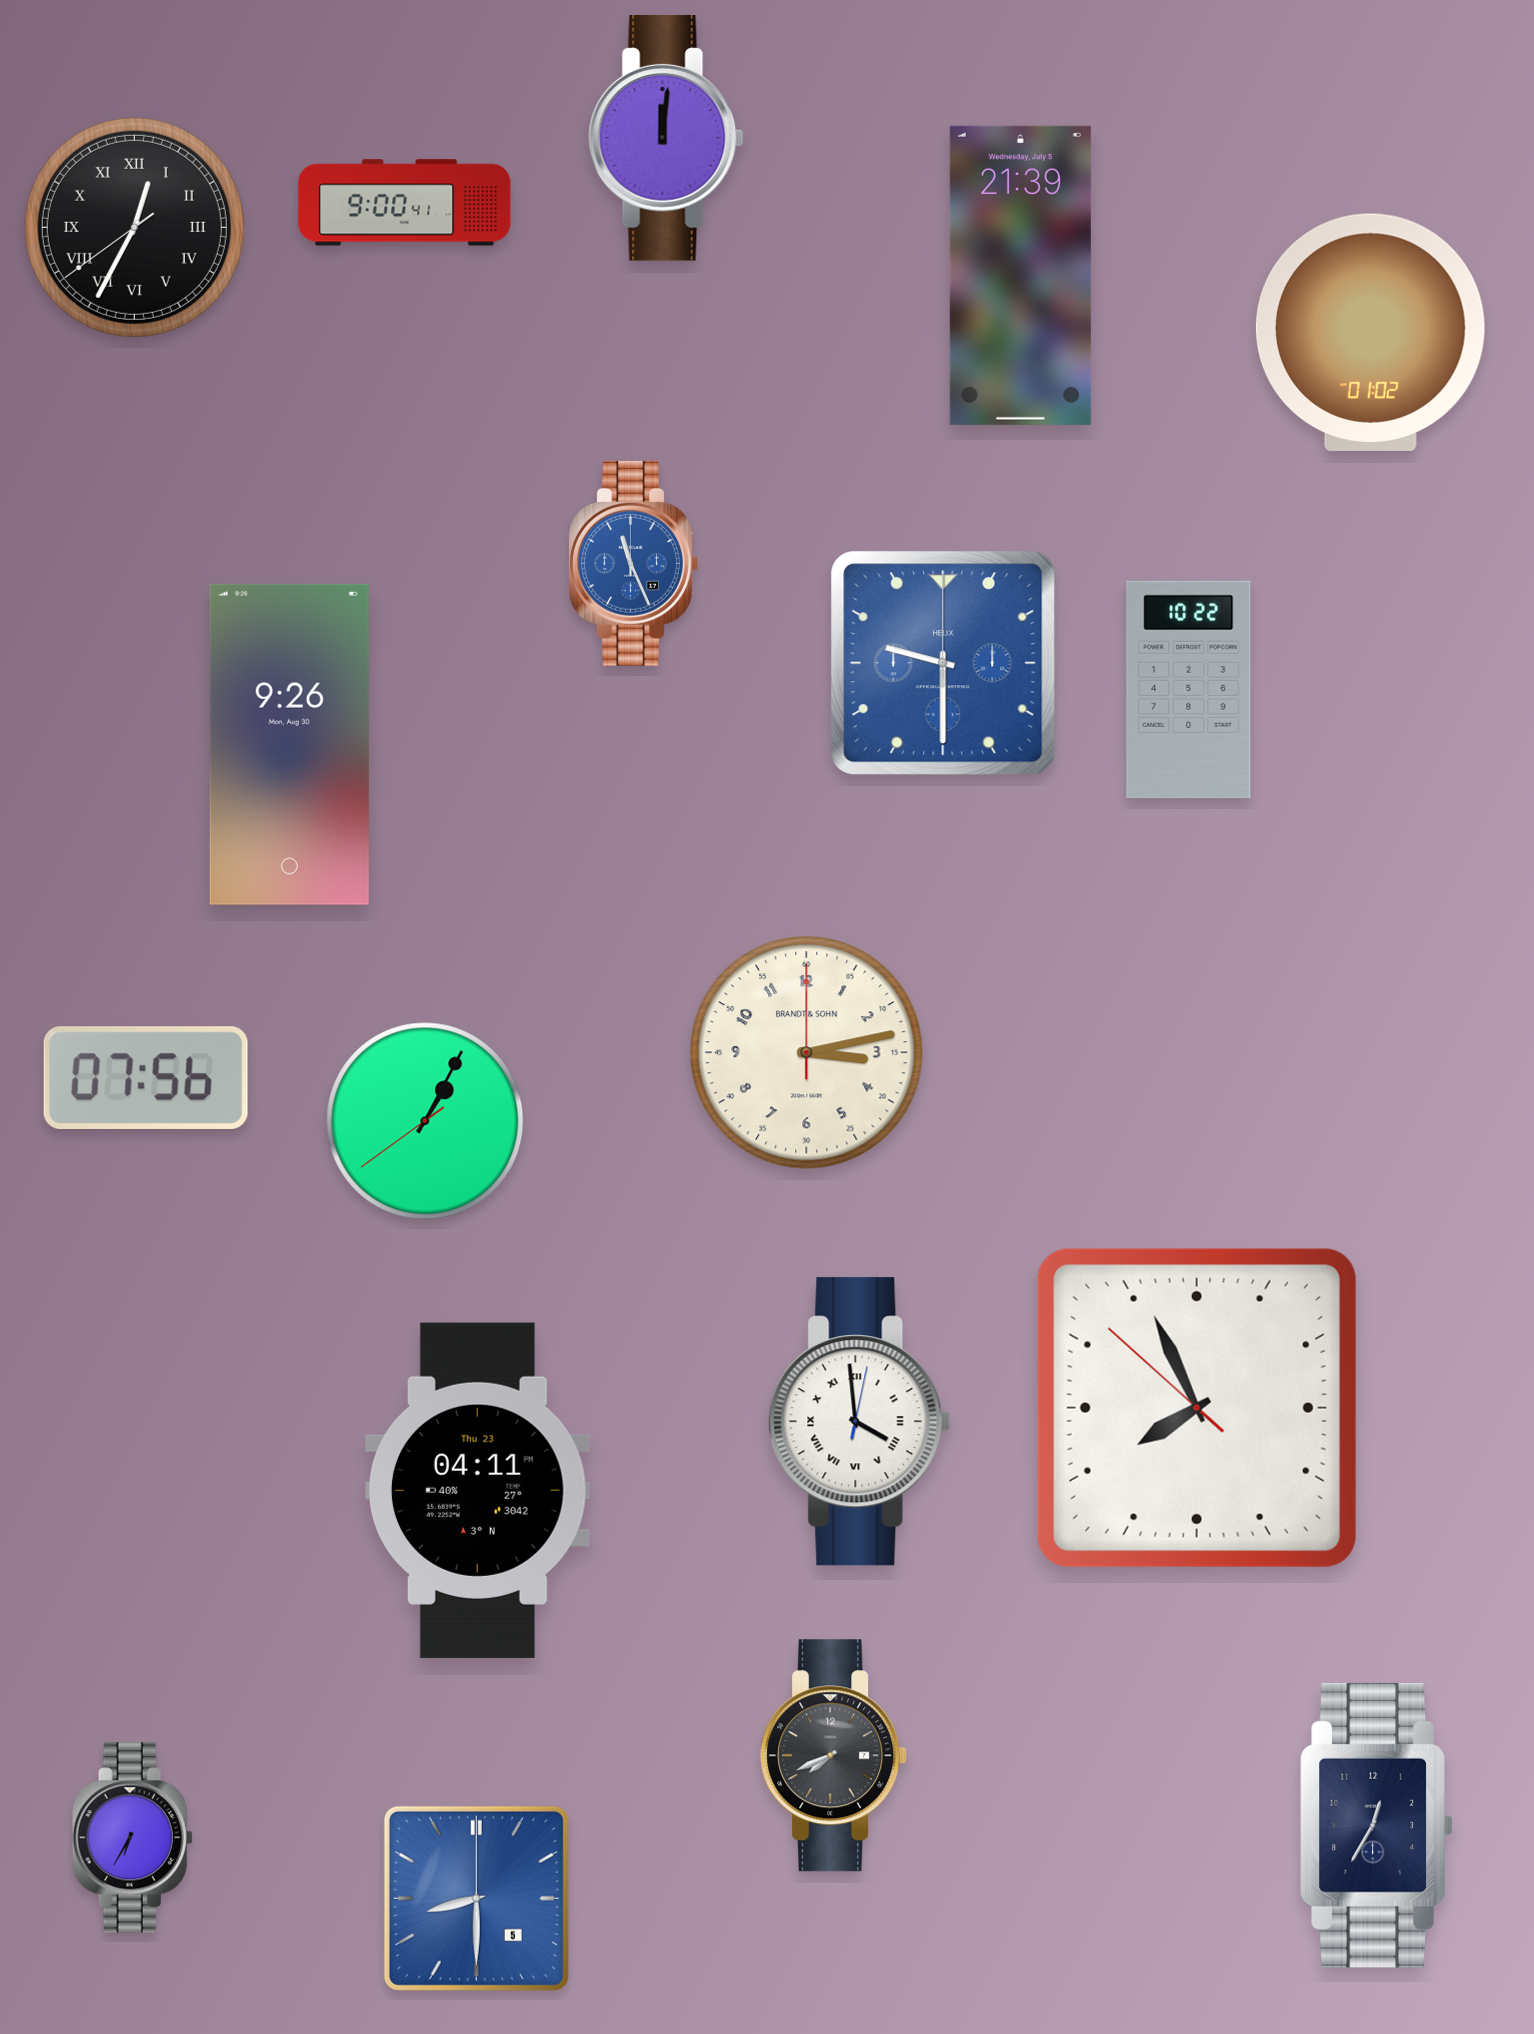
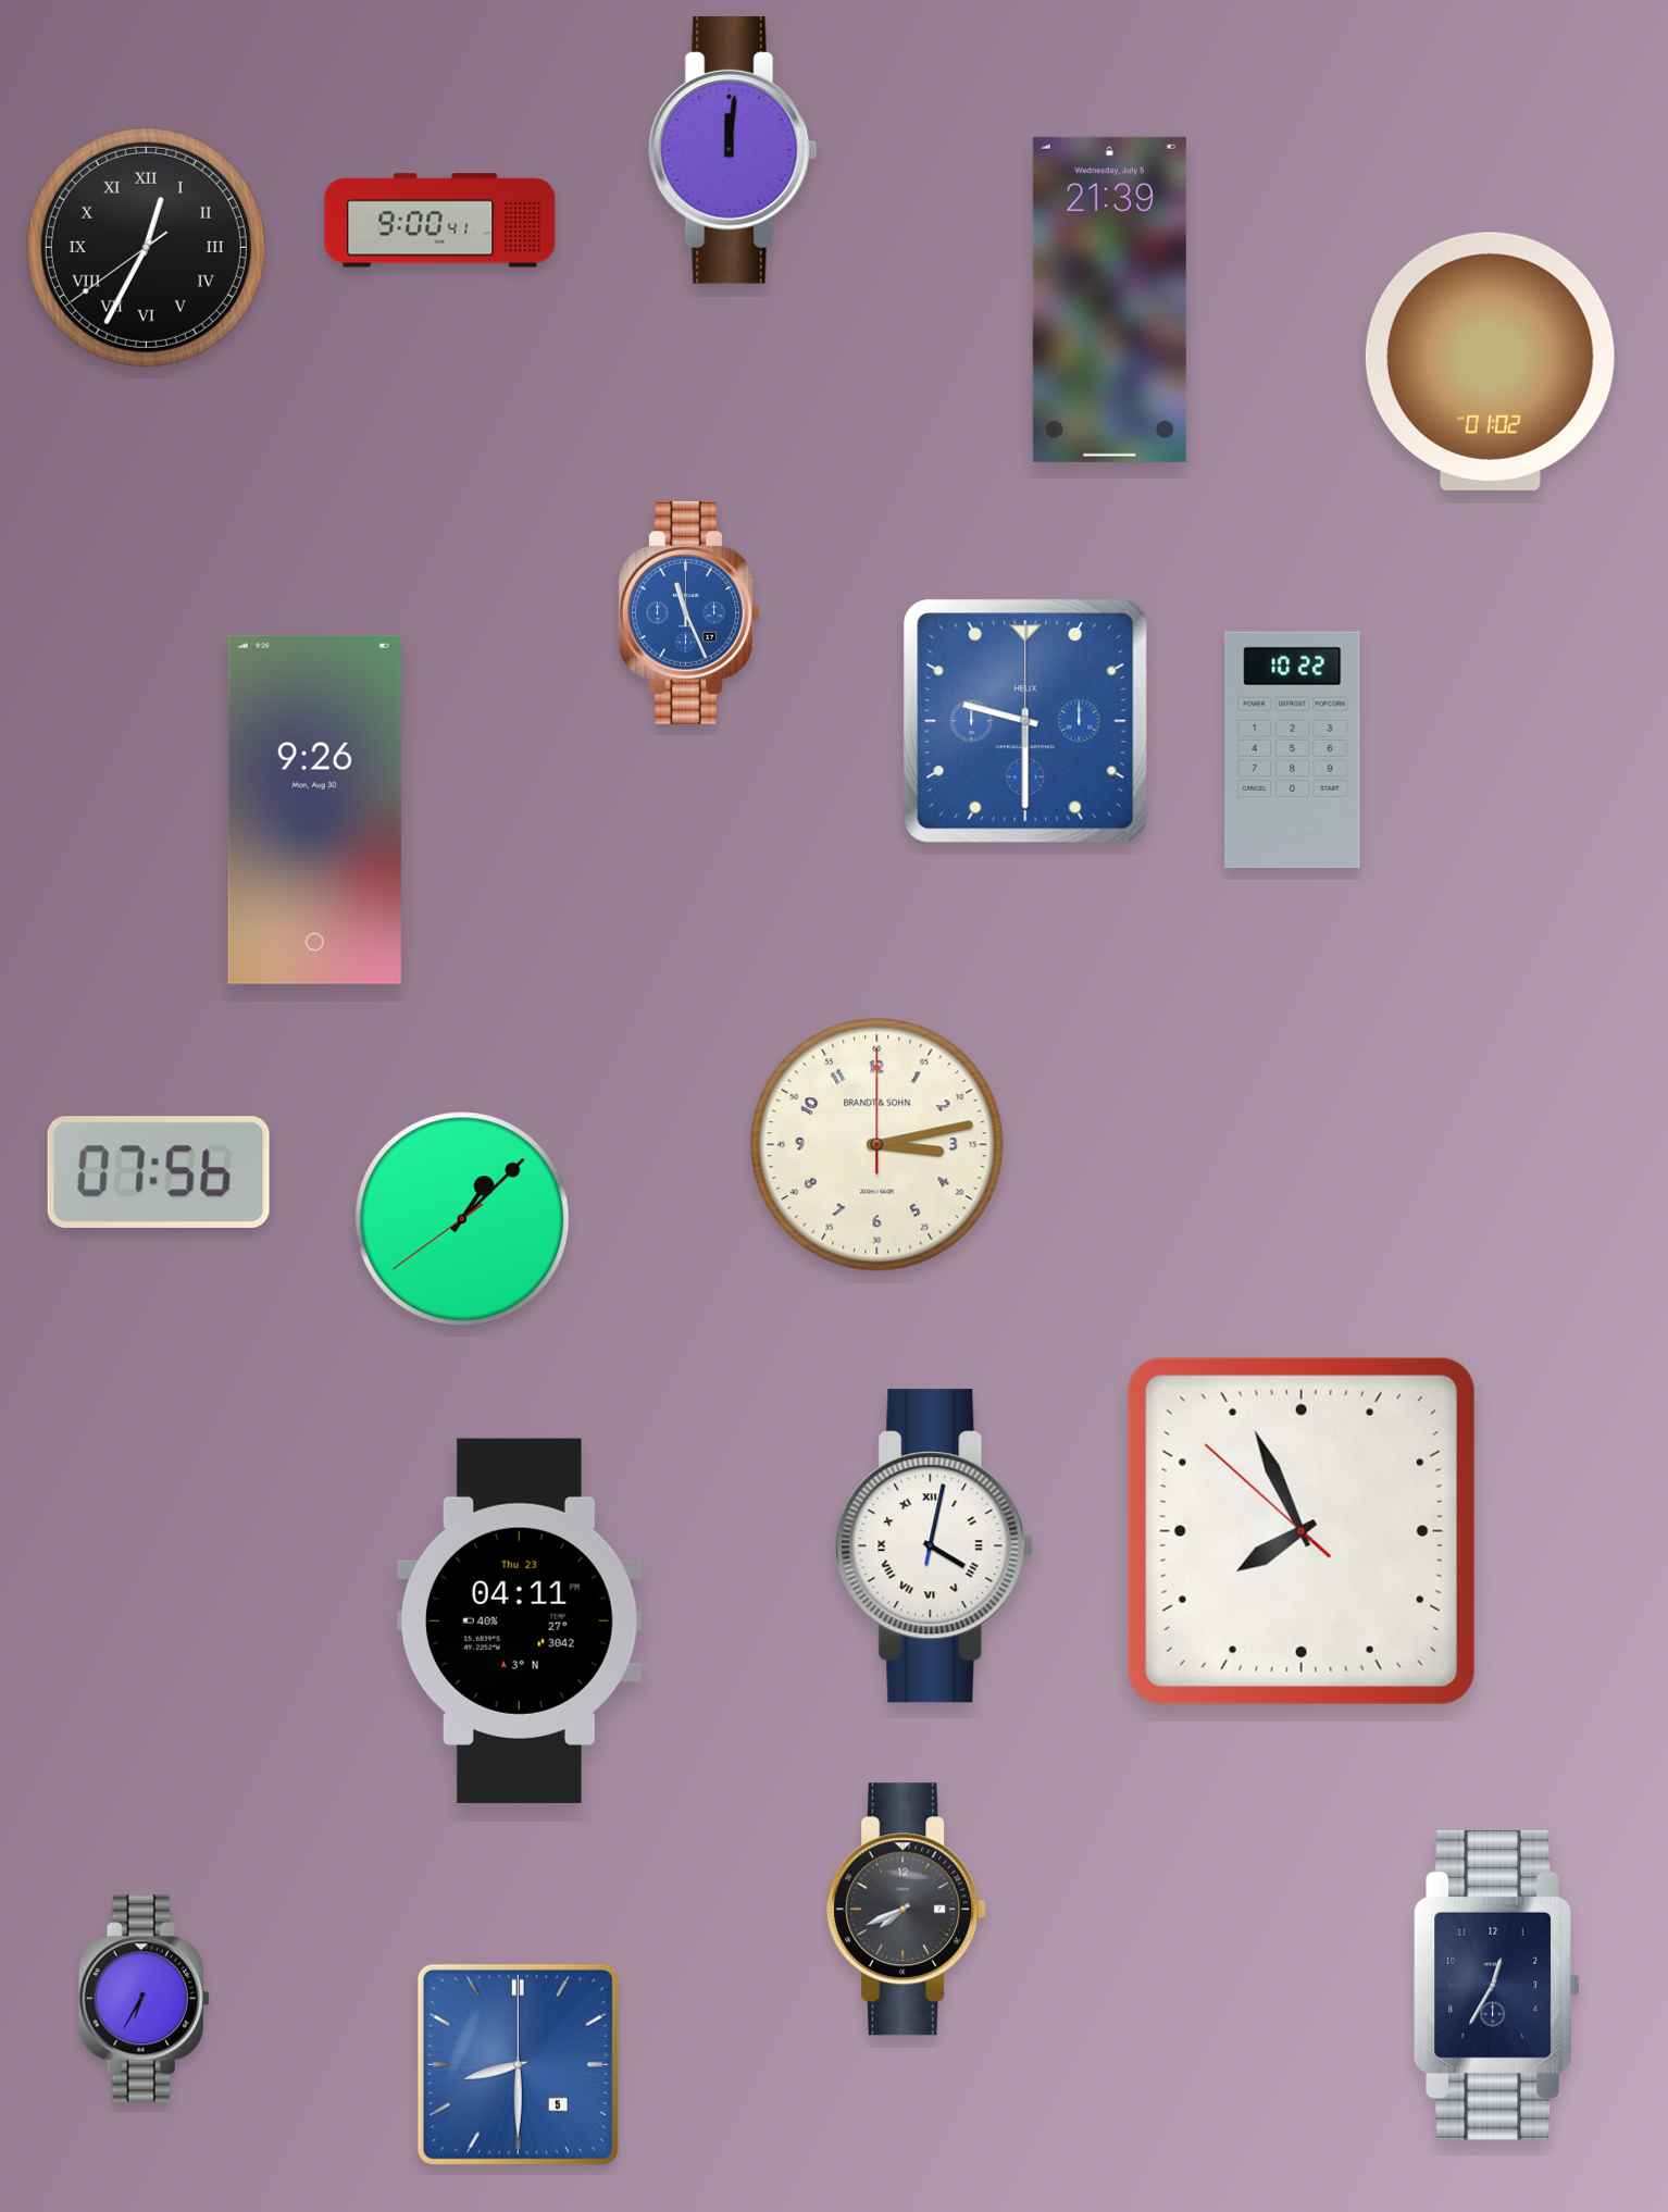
clock at (666, 138) position: (666, 138) -> (733, 150)
clock at (425, 1121): 1:04 -> 1:07
clock at (860, 1422): 3:59 -> 4:02
